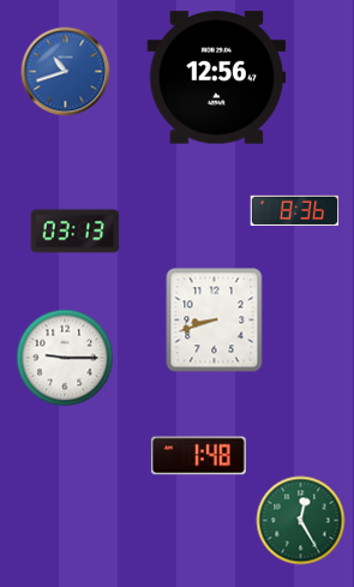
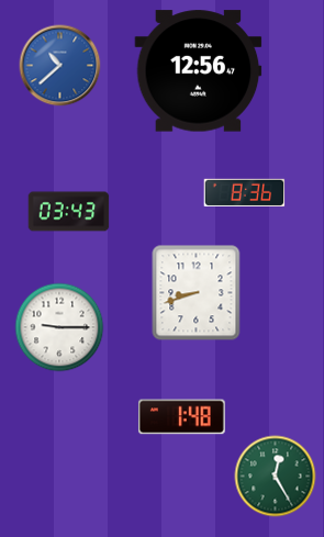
clock at (66, 72): 10:42 -> 10:38
clock at (295, 210) position: (295, 210) -> (245, 192)
clock at (76, 232): 03:13 -> 03:43
